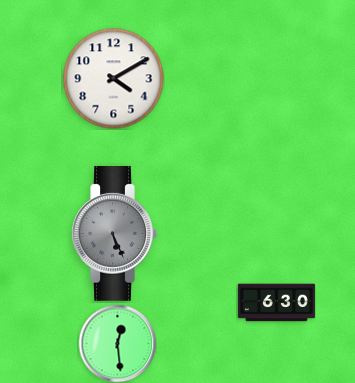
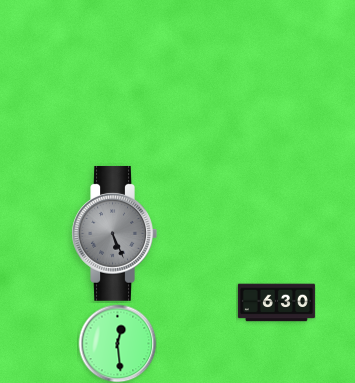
clock at (114, 79): 4:10 -> none
